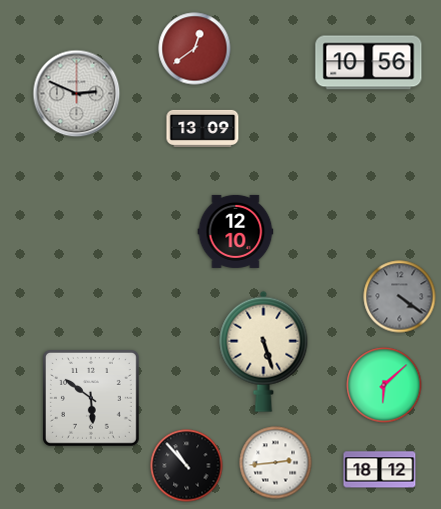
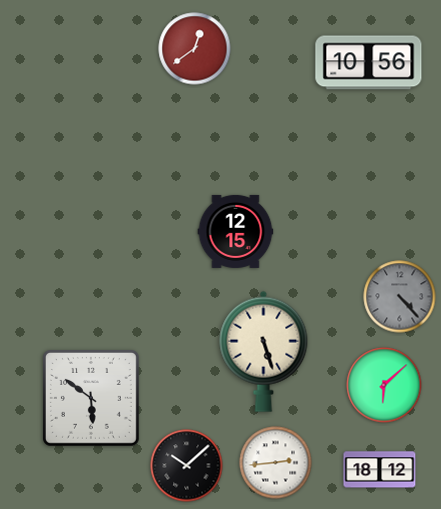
clock at (77, 94): 2:49 -> none
clock at (203, 128): 13:09 -> none
clock at (236, 231): 12:10 -> 12:15
clock at (400, 297): 4:21 -> 4:23
clock at (187, 466): 10:53 -> 10:08
